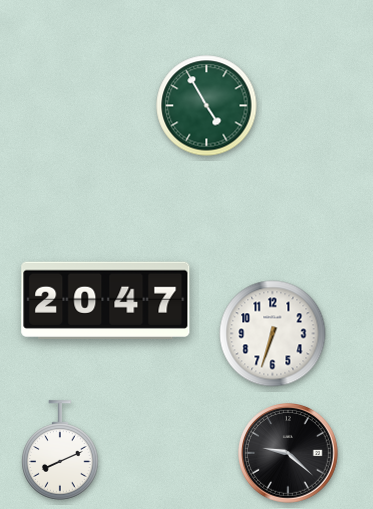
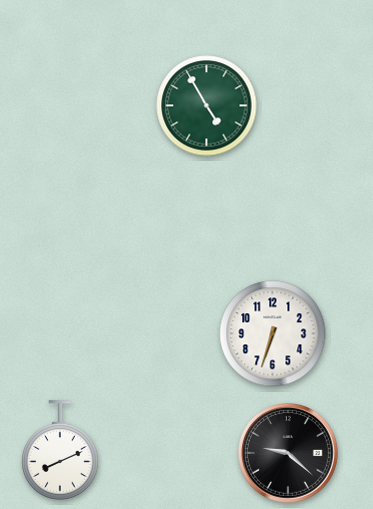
clock at (106, 300): 20:47 -> none
